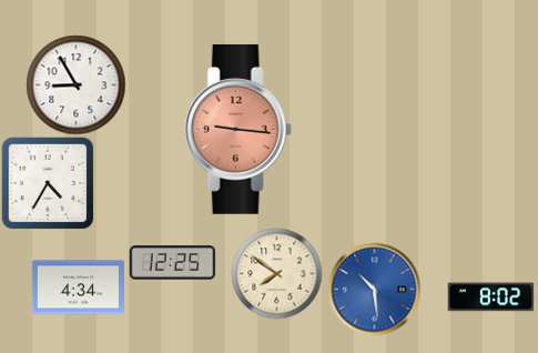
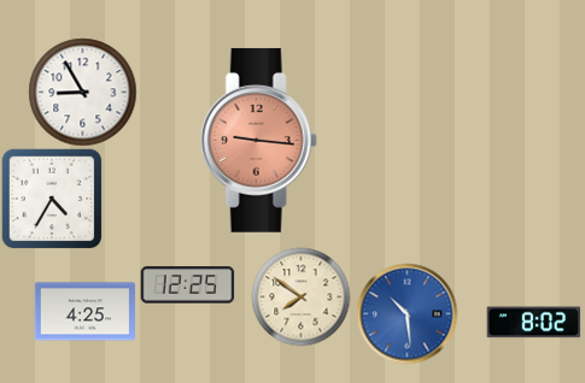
clock at (78, 288): 4:34 -> 4:25
